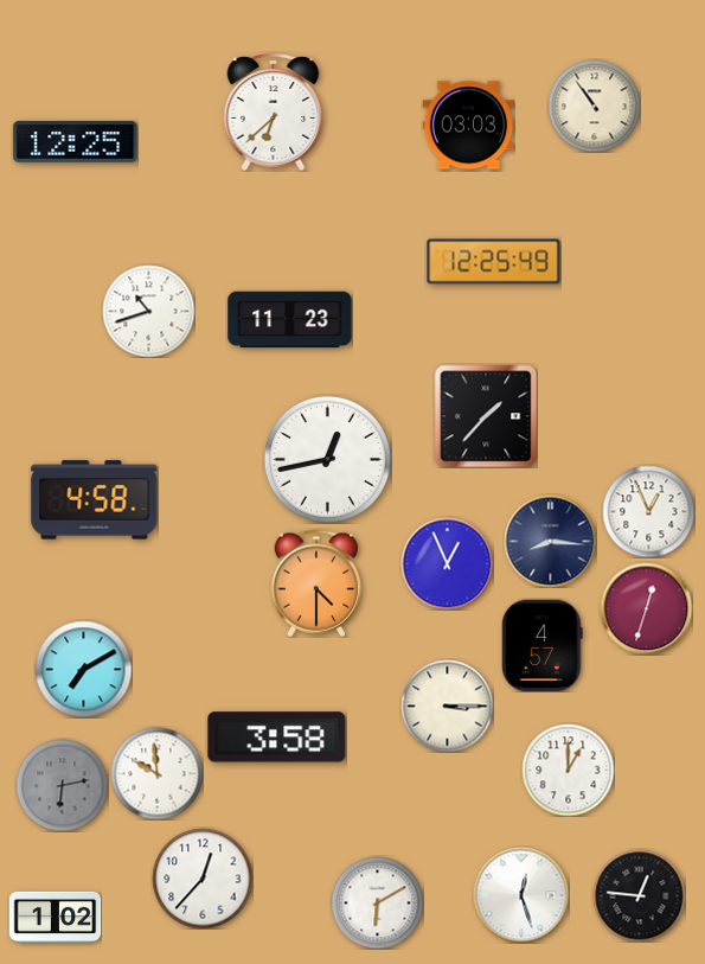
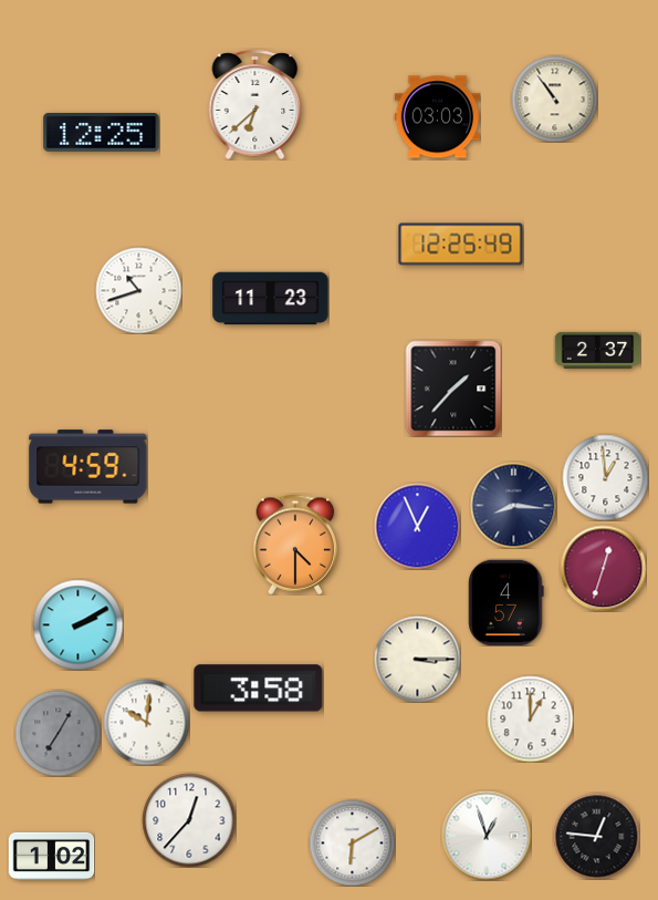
clock at (76, 142) position: (76, 142) -> (102, 133)
clock at (597, 350): none -> 2:37
clock at (327, 459): 12:43 -> none
clock at (95, 500): 4:58 -> 4:59
clock at (648, 511): 12:56 -> 12:59
clock at (83, 669): 7:10 -> 2:10
clock at (156, 773): 9:59 -> 10:01
clock at (62, 785): 6:13 -> 7:05
clock at (521, 895): 12:27 -> 12:57
